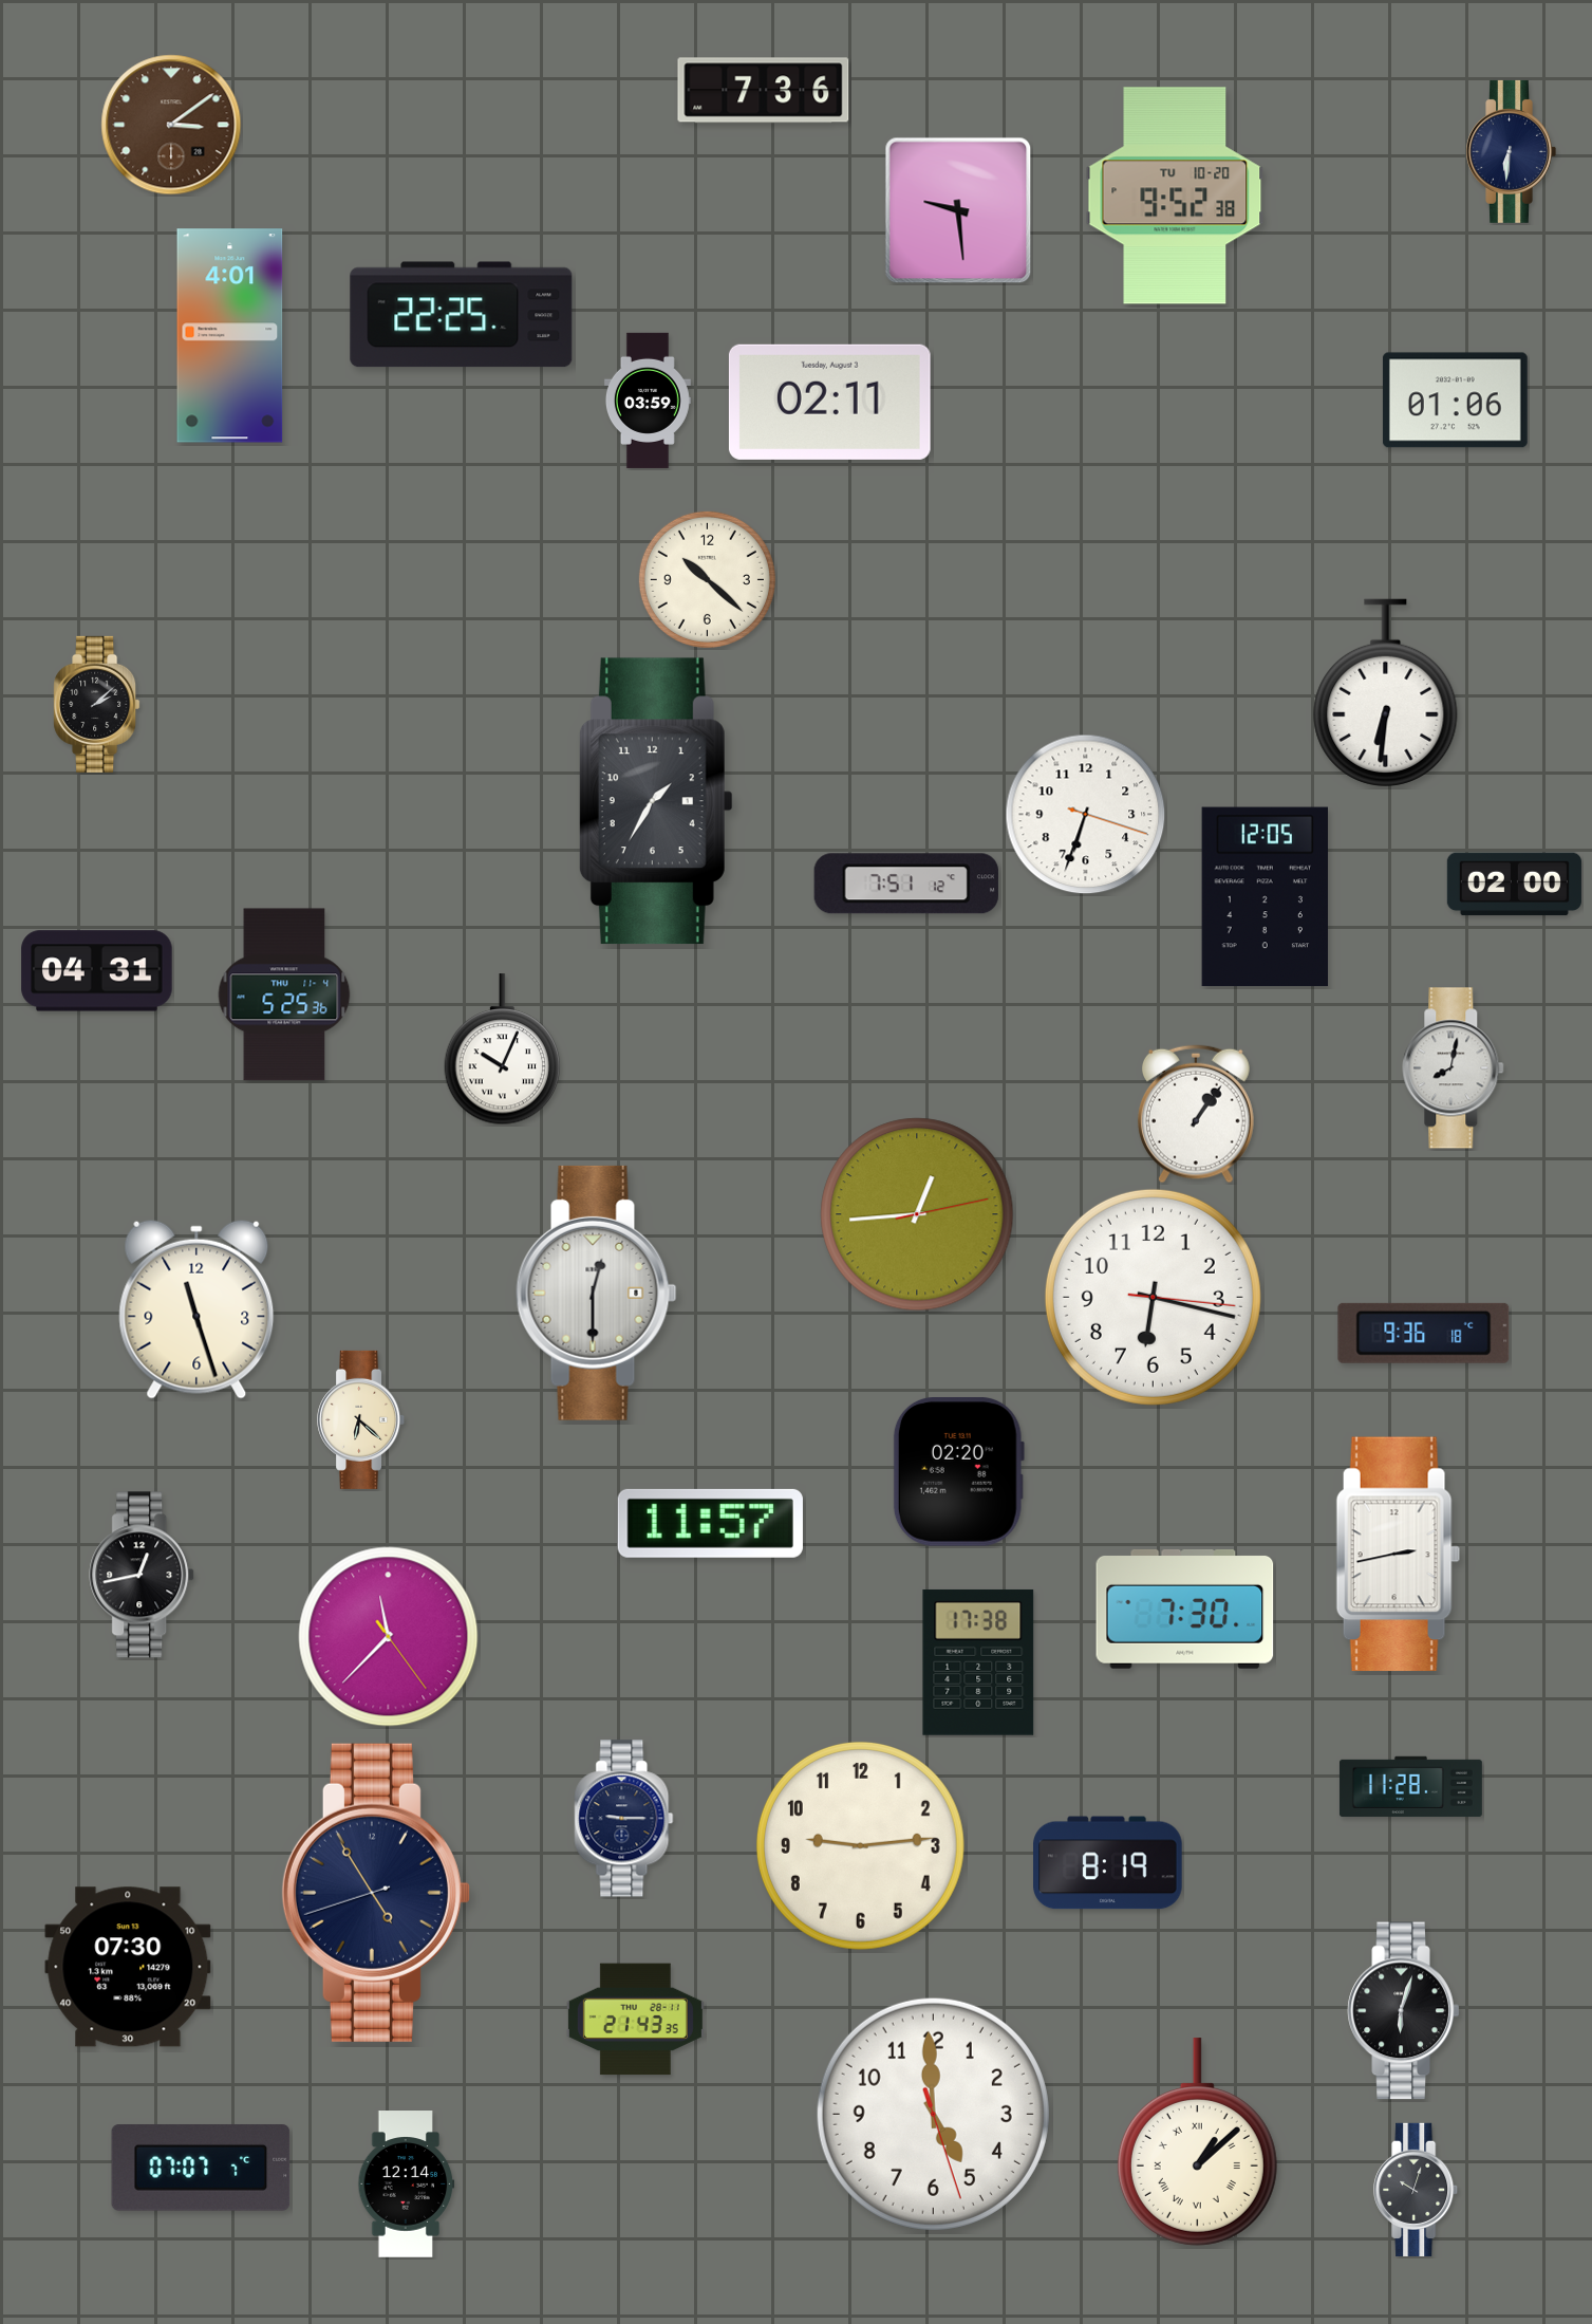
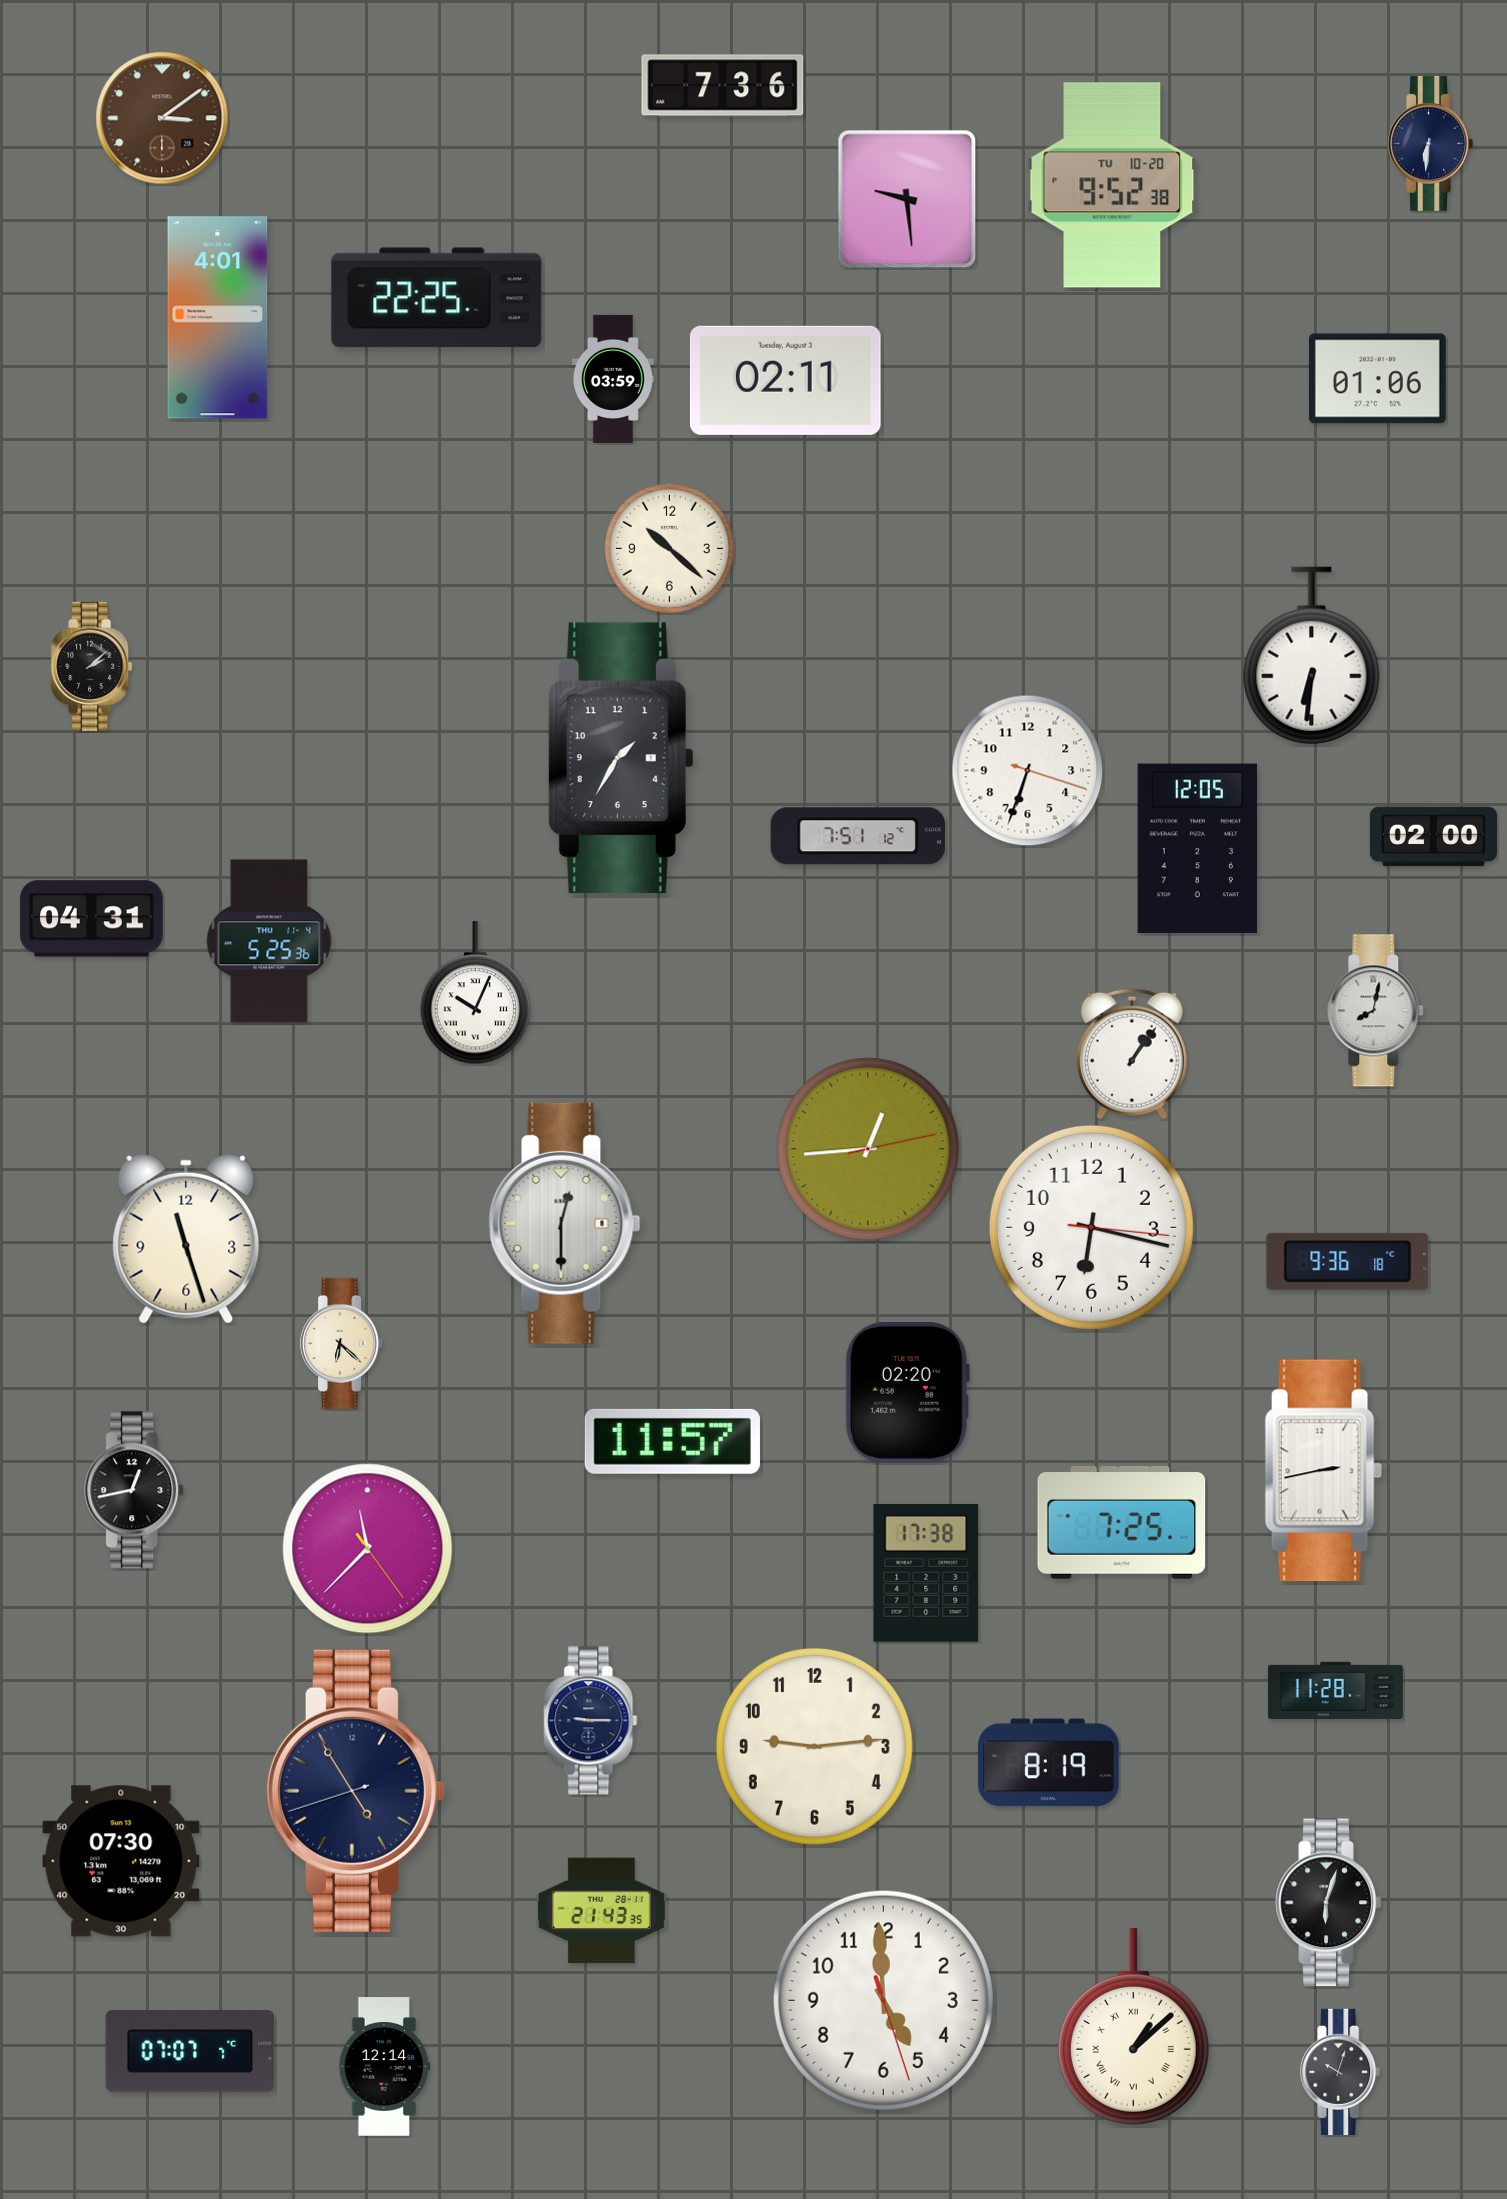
clock at (1185, 1609): 7:30 -> 7:25
